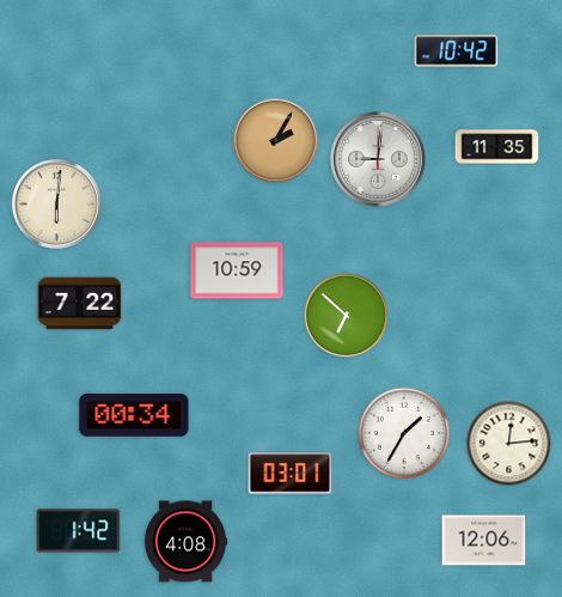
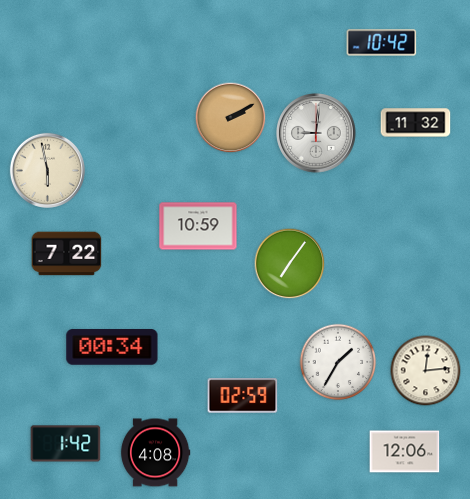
clock at (276, 141): 2:05 -> 2:10
clock at (497, 147): 11:35 -> 11:32
clock at (56, 203): 6:01 -> 5:58
clock at (347, 316): 6:52 -> 7:06
clock at (291, 474): 03:01 -> 02:59
